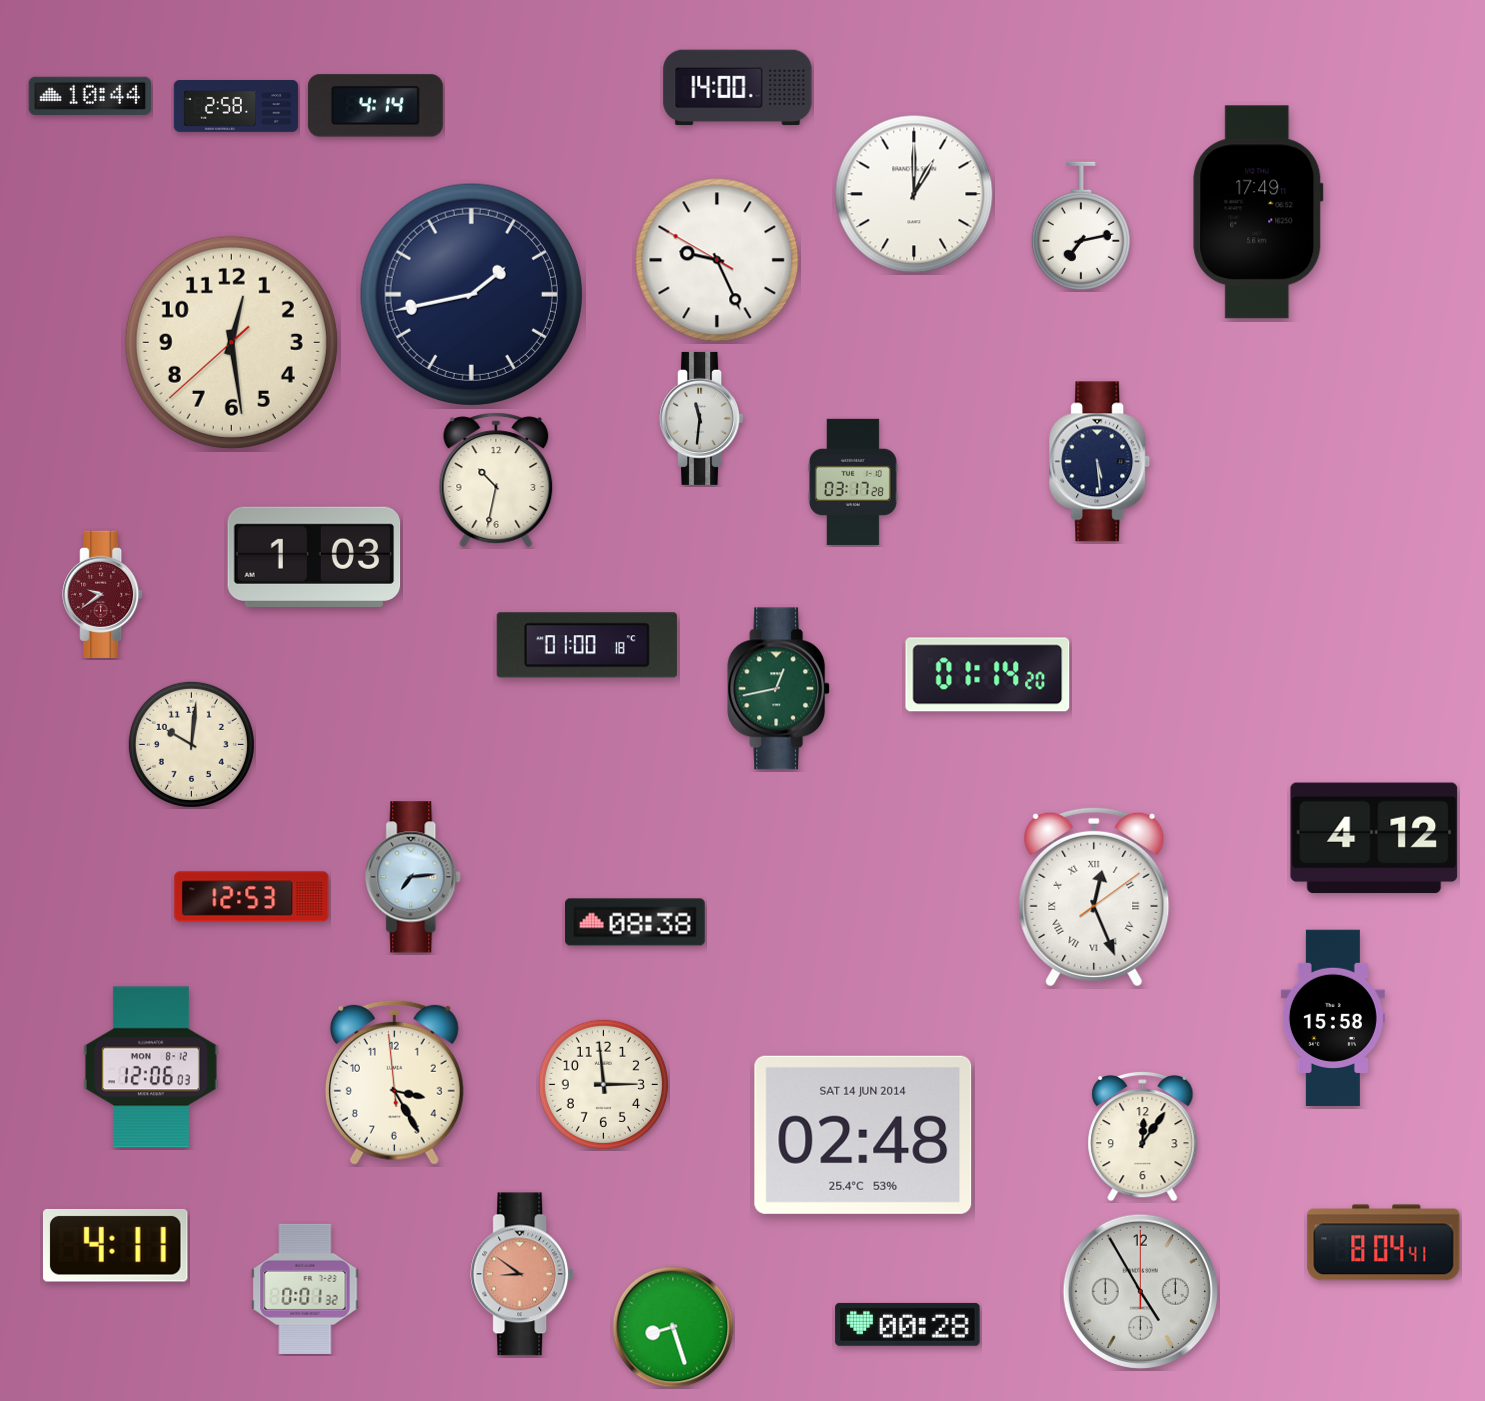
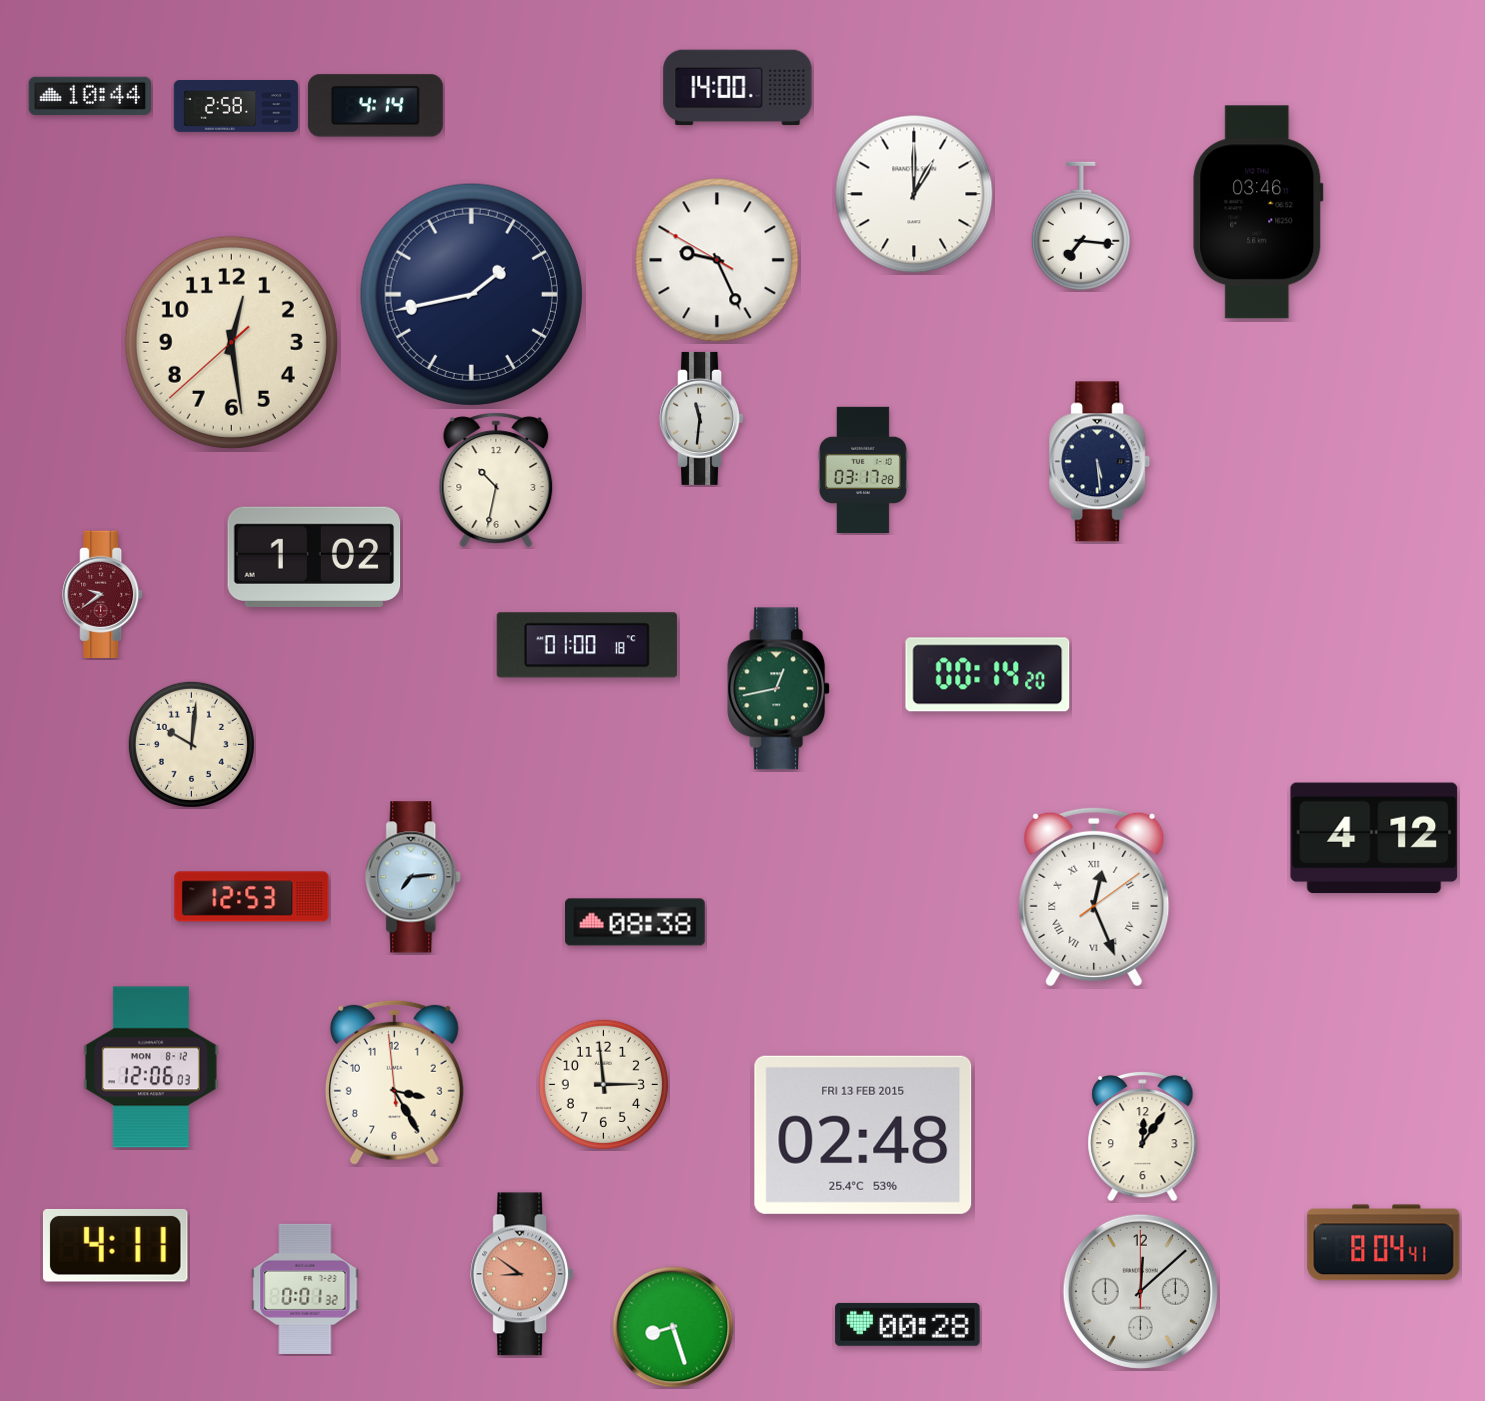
clock at (1258, 212): 17:49 -> 03:46
clock at (1081, 226): 7:13 -> 7:16
clock at (853, 481) position: (853, 481) -> (863, 469)
clock at (314, 557): 1:03 -> 1:02
clock at (988, 675): 01:14 -> 00:14
clock at (1333, 1018): 15:58 -> none
clock at (863, 1135) date: SAT 14 JUN 2014 -> FRI 13 FEB 2015
clock at (1140, 1291): 4:55 -> 12:08
